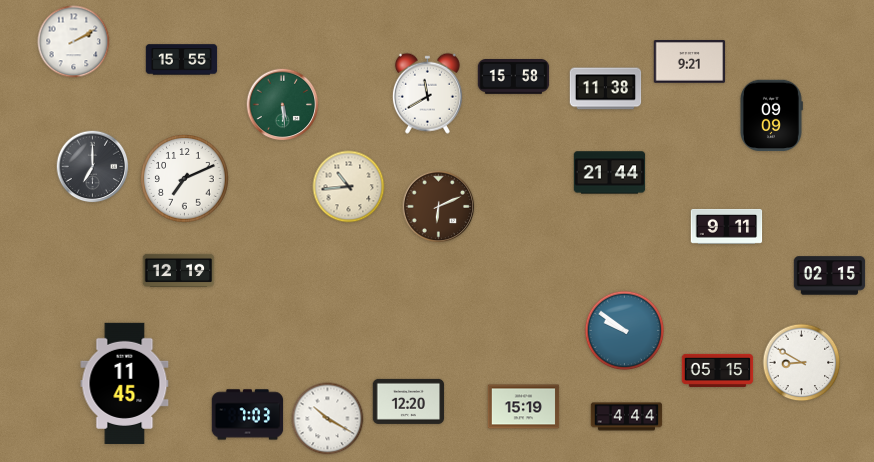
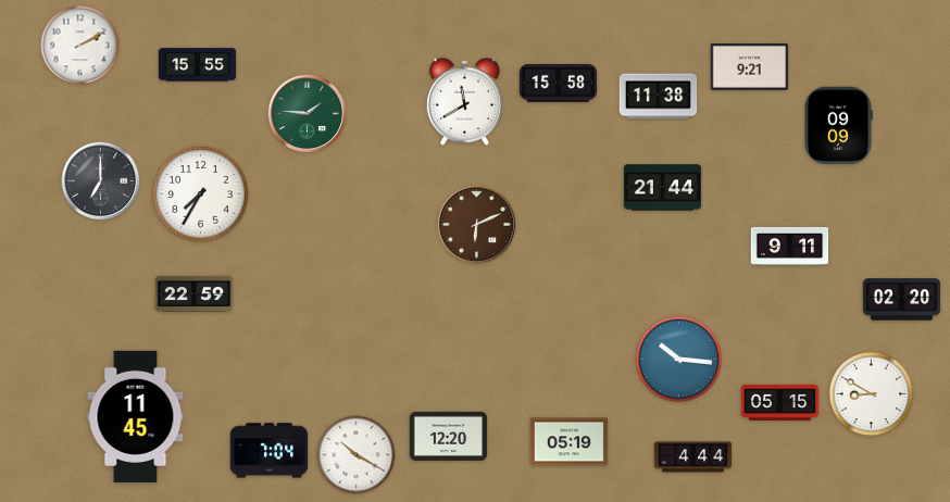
clock at (283, 105): 5:29 -> 1:46
clock at (185, 179): 7:11 -> 7:35
clock at (349, 187): 10:44 -> none
clock at (179, 270): 12:19 -> 22:59
clock at (830, 276): 02:15 -> 02:20
clock at (625, 331): 9:51 -> 10:16
clock at (409, 401) position: (409, 401) -> (449, 436)
clock at (524, 407): 15:19 -> 05:19
clock at (248, 415): 7:03 -> 7:04
clock at (627, 417) position: (627, 417) -> (693, 457)
